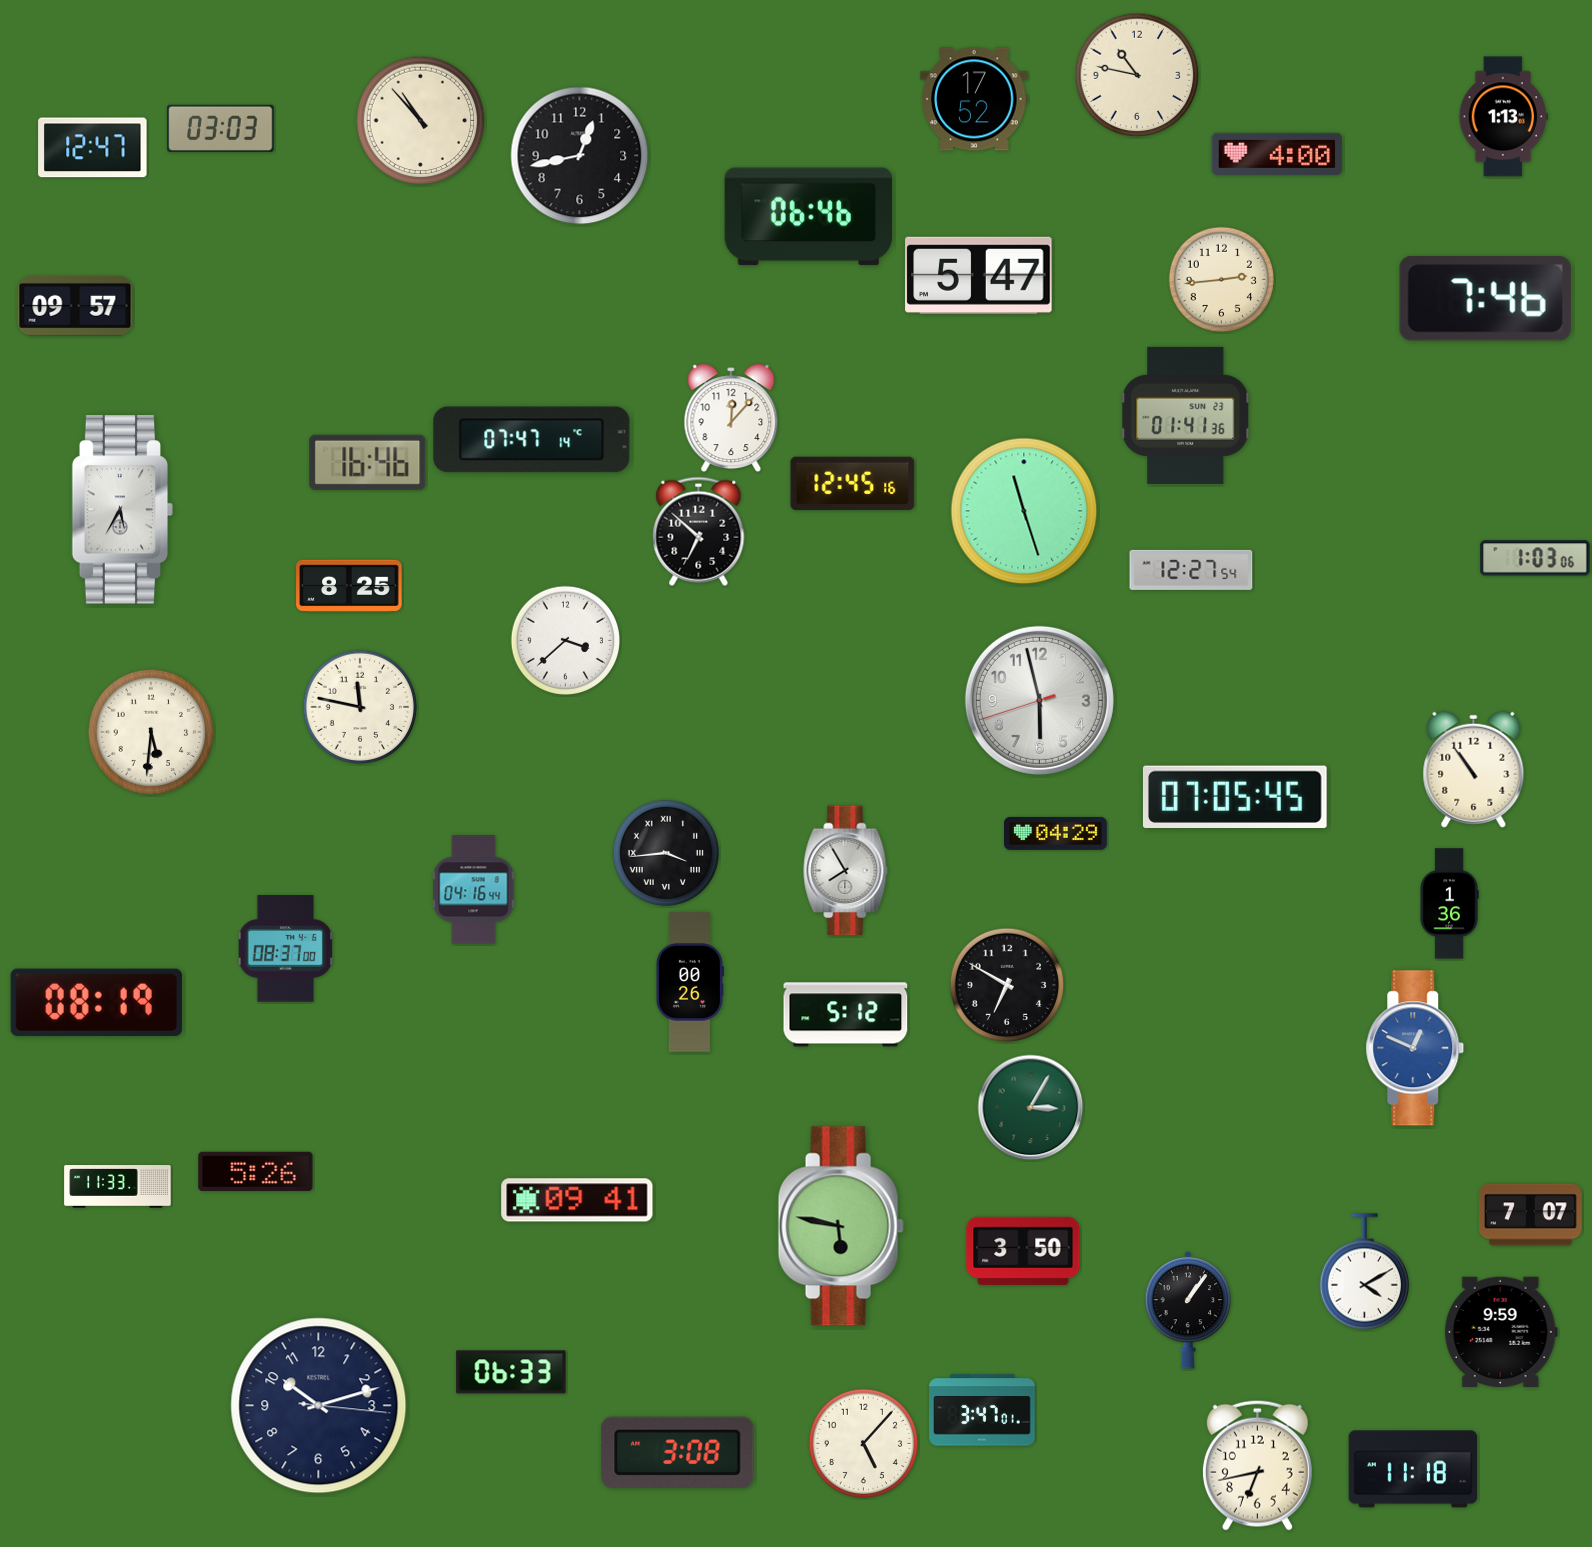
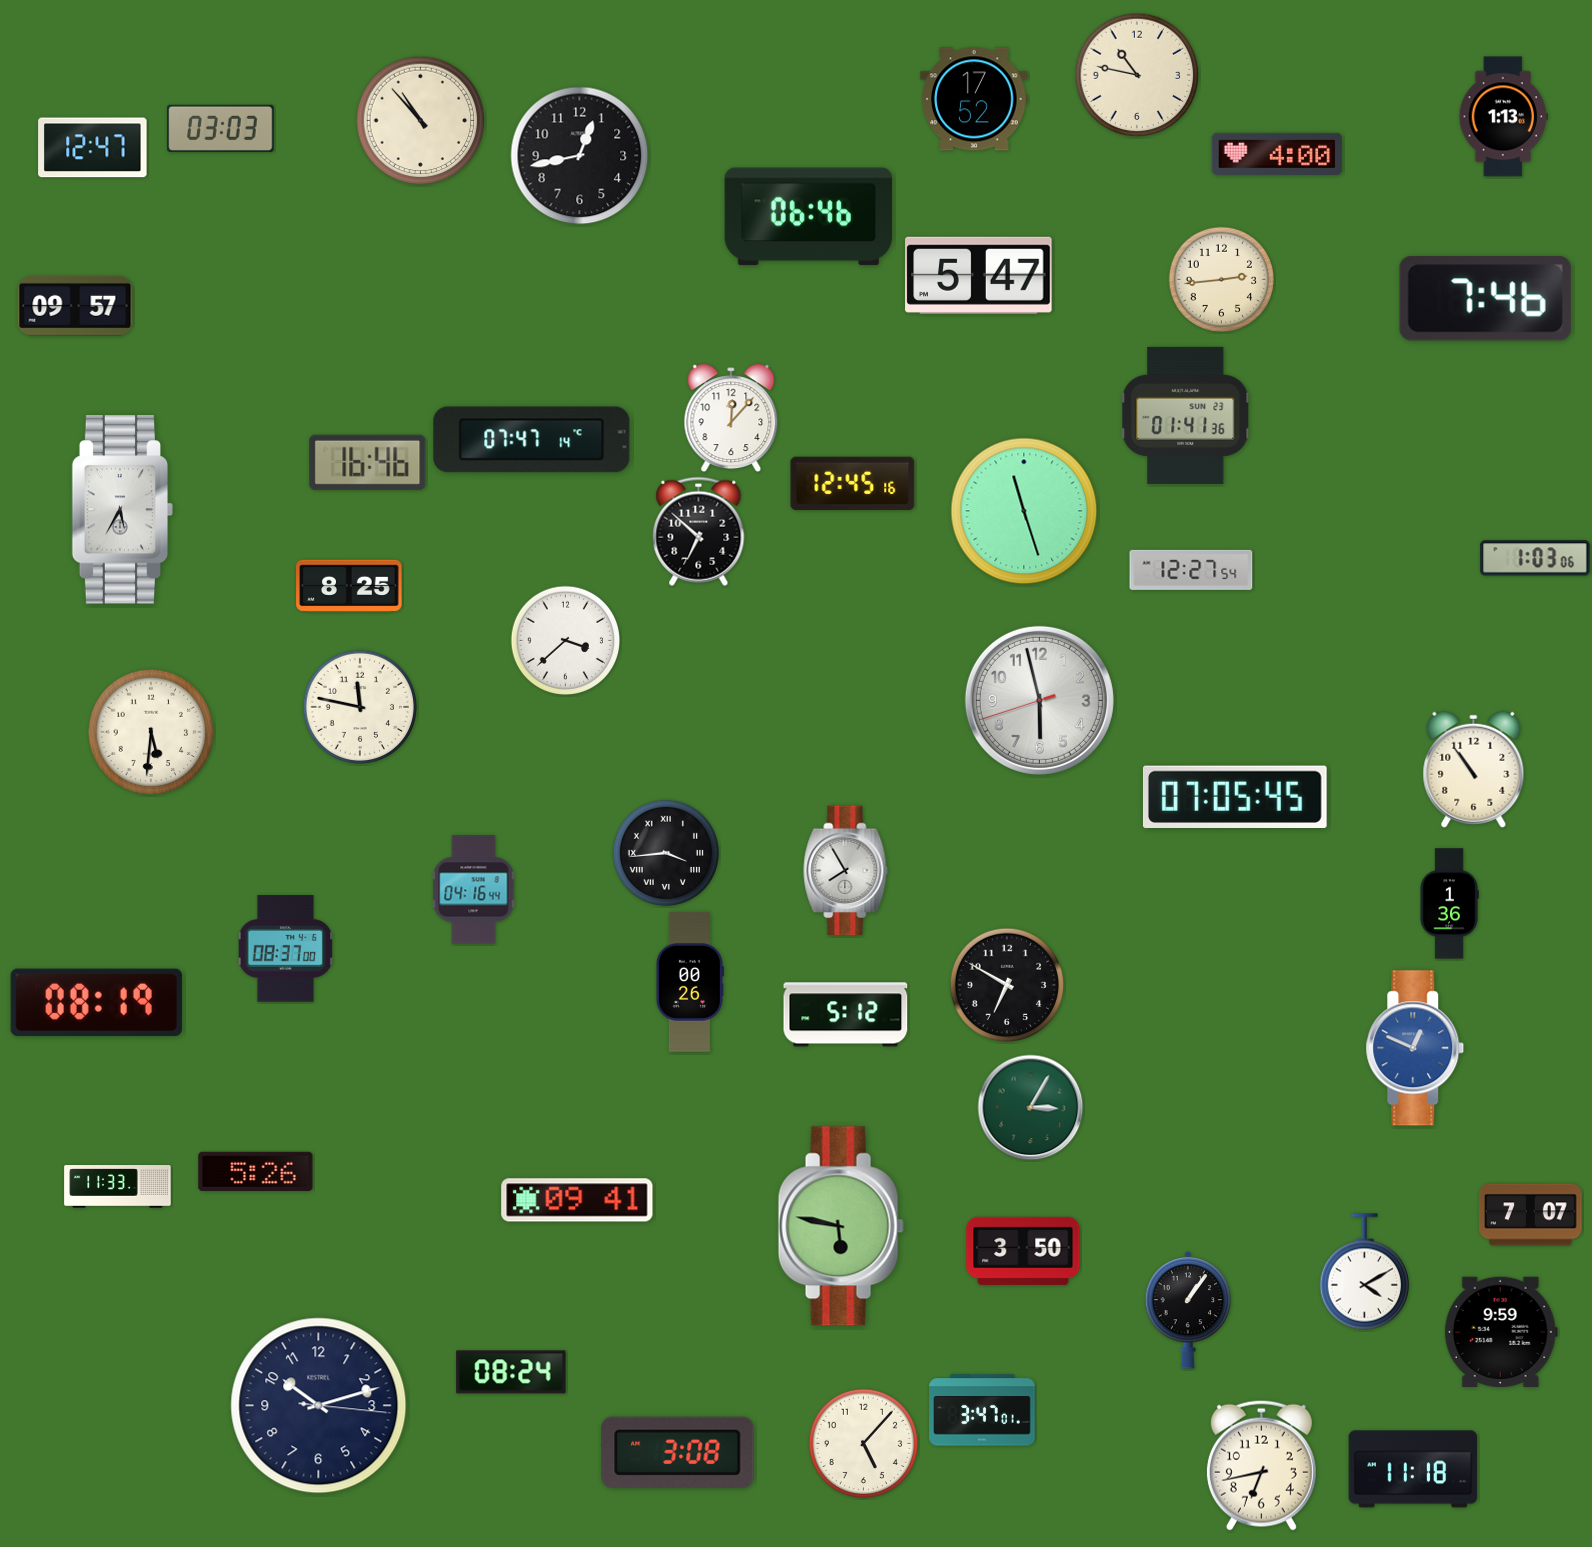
clock at (1056, 833): 04:29 -> none
clock at (511, 1372): 06:33 -> 08:24
clock at (1257, 1465) position: (1257, 1465) -> (1261, 1465)
